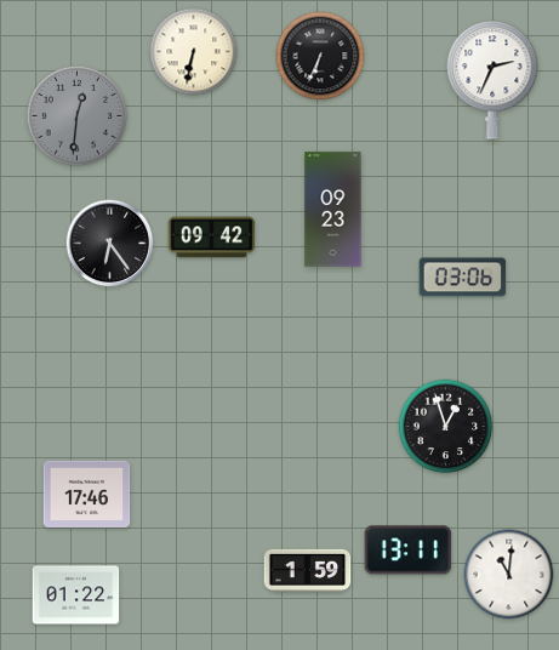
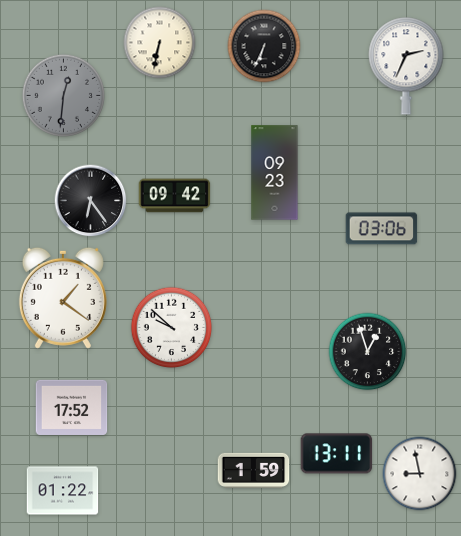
clock at (63, 298): none -> 1:21
clock at (172, 328): none -> 9:52
clock at (87, 494): 17:46 -> 17:52
clock at (509, 575): 11:01 -> 8:58
